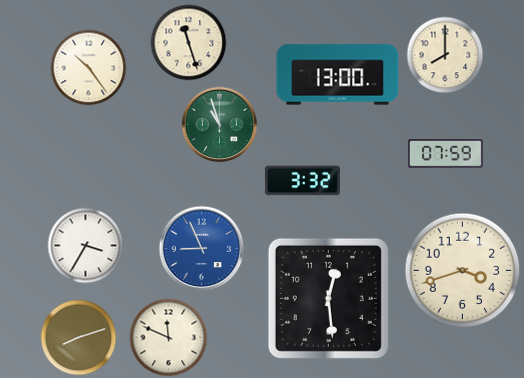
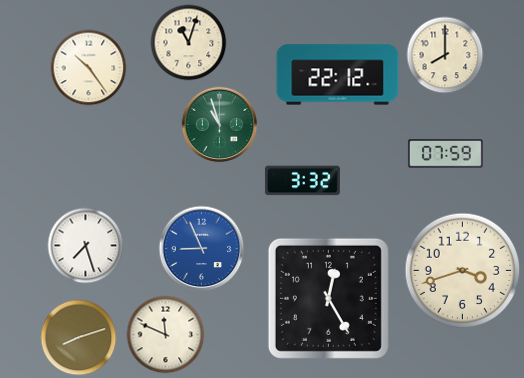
clock at (189, 43): 11:27 -> 11:03
clock at (338, 75): 13:00 -> 22:12
clock at (86, 246): 3:35 -> 7:27
clock at (328, 298): 12:29 -> 12:25
clock at (169, 338) position: (169, 338) -> (166, 335)
